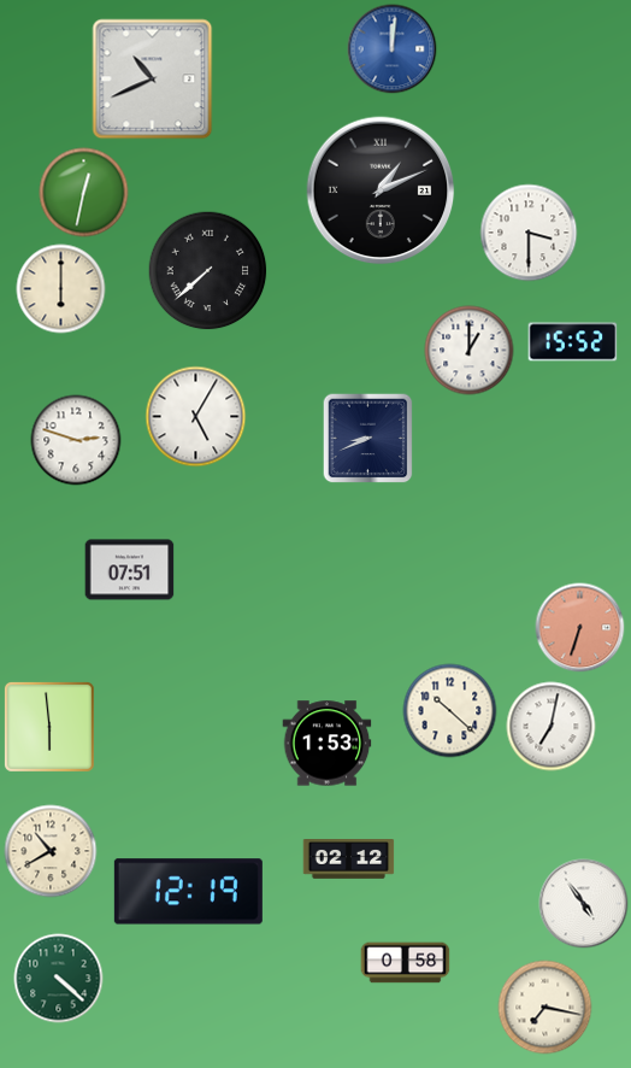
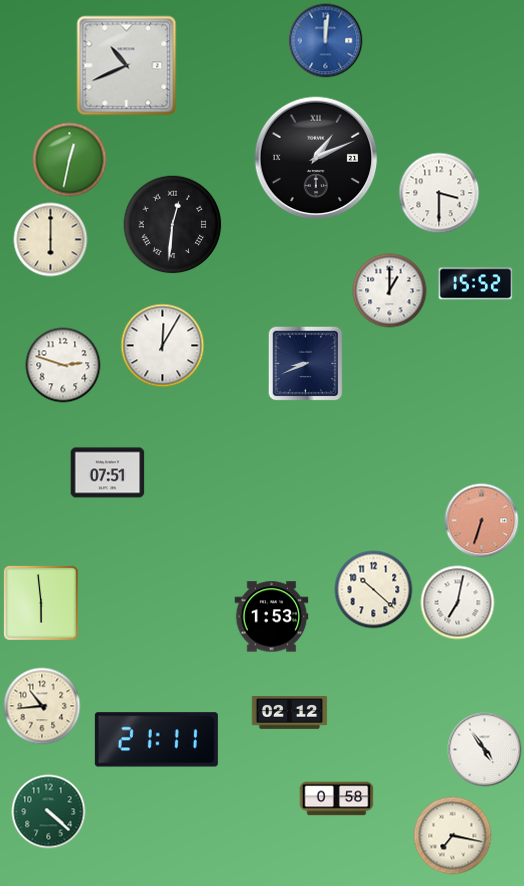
clock at (208, 271): 7:38 -> 12:31
clock at (196, 417): 5:05 -> 12:05
clock at (51, 851): 10:40 -> 10:44
clock at (188, 892): 12:19 -> 21:11
